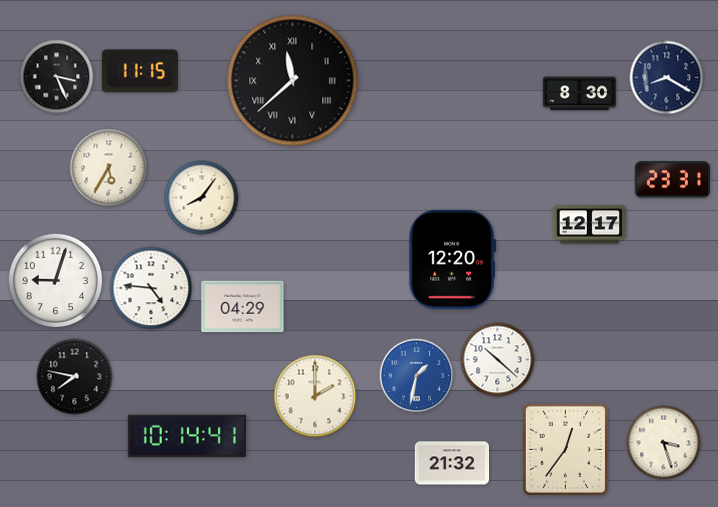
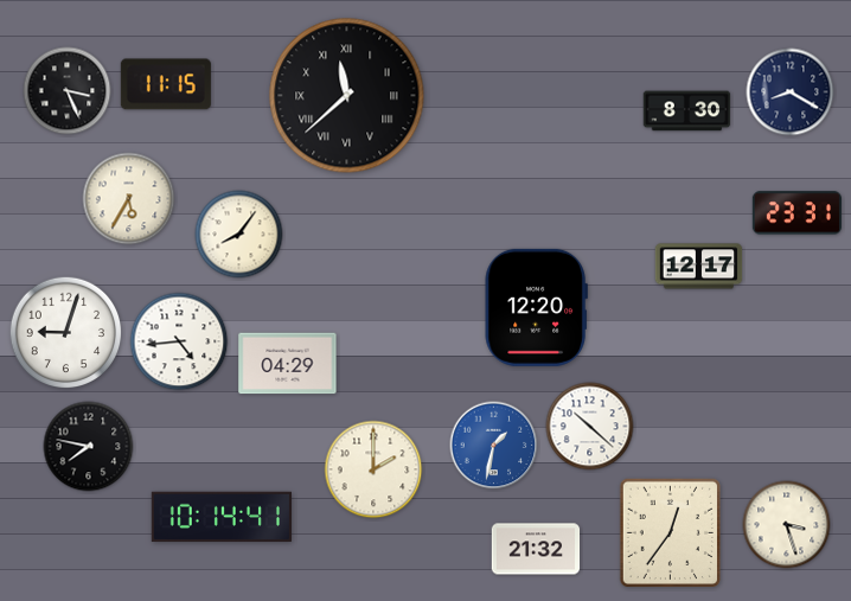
clock at (151, 288): 4:46 -> 4:44
